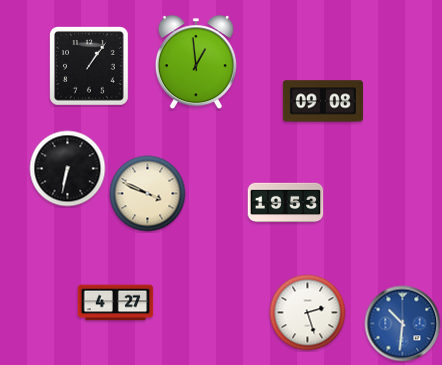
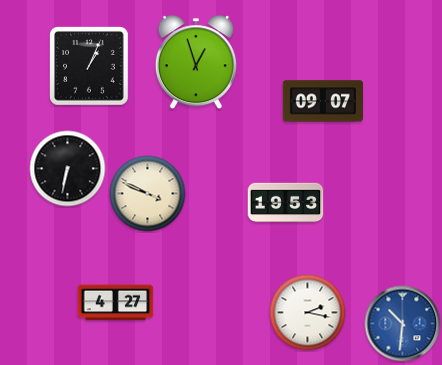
clock at (196, 63): 12:59 -> 12:57
clock at (90, 67): 1:06 -> 1:04
clock at (323, 101): 09:08 -> 09:07
clock at (308, 313): 2:27 -> 2:17
